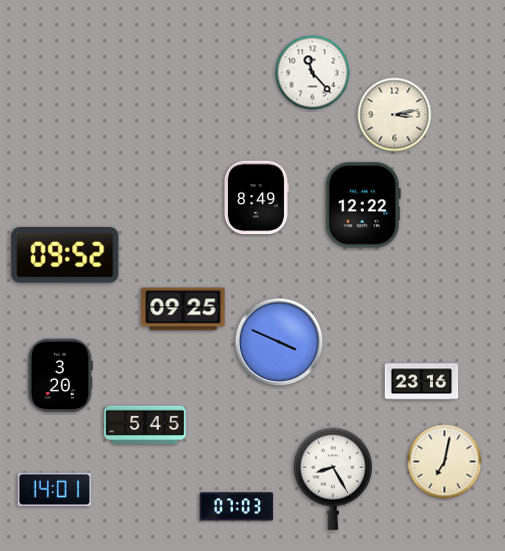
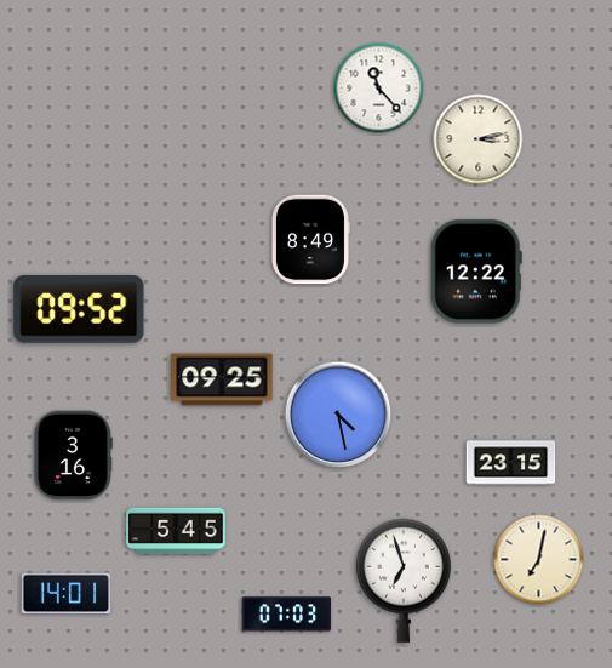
clock at (363, 205) position: (363, 205) -> (476, 272)
clock at (183, 309) position: (183, 309) -> (222, 379)
clock at (279, 342): 3:49 -> 4:28
clock at (60, 376): 3:20 -> 3:16
clock at (422, 382): 23:16 -> 23:15
clock at (145, 425) position: (145, 425) -> (176, 531)
clock at (333, 479): 8:25 -> 6:57
